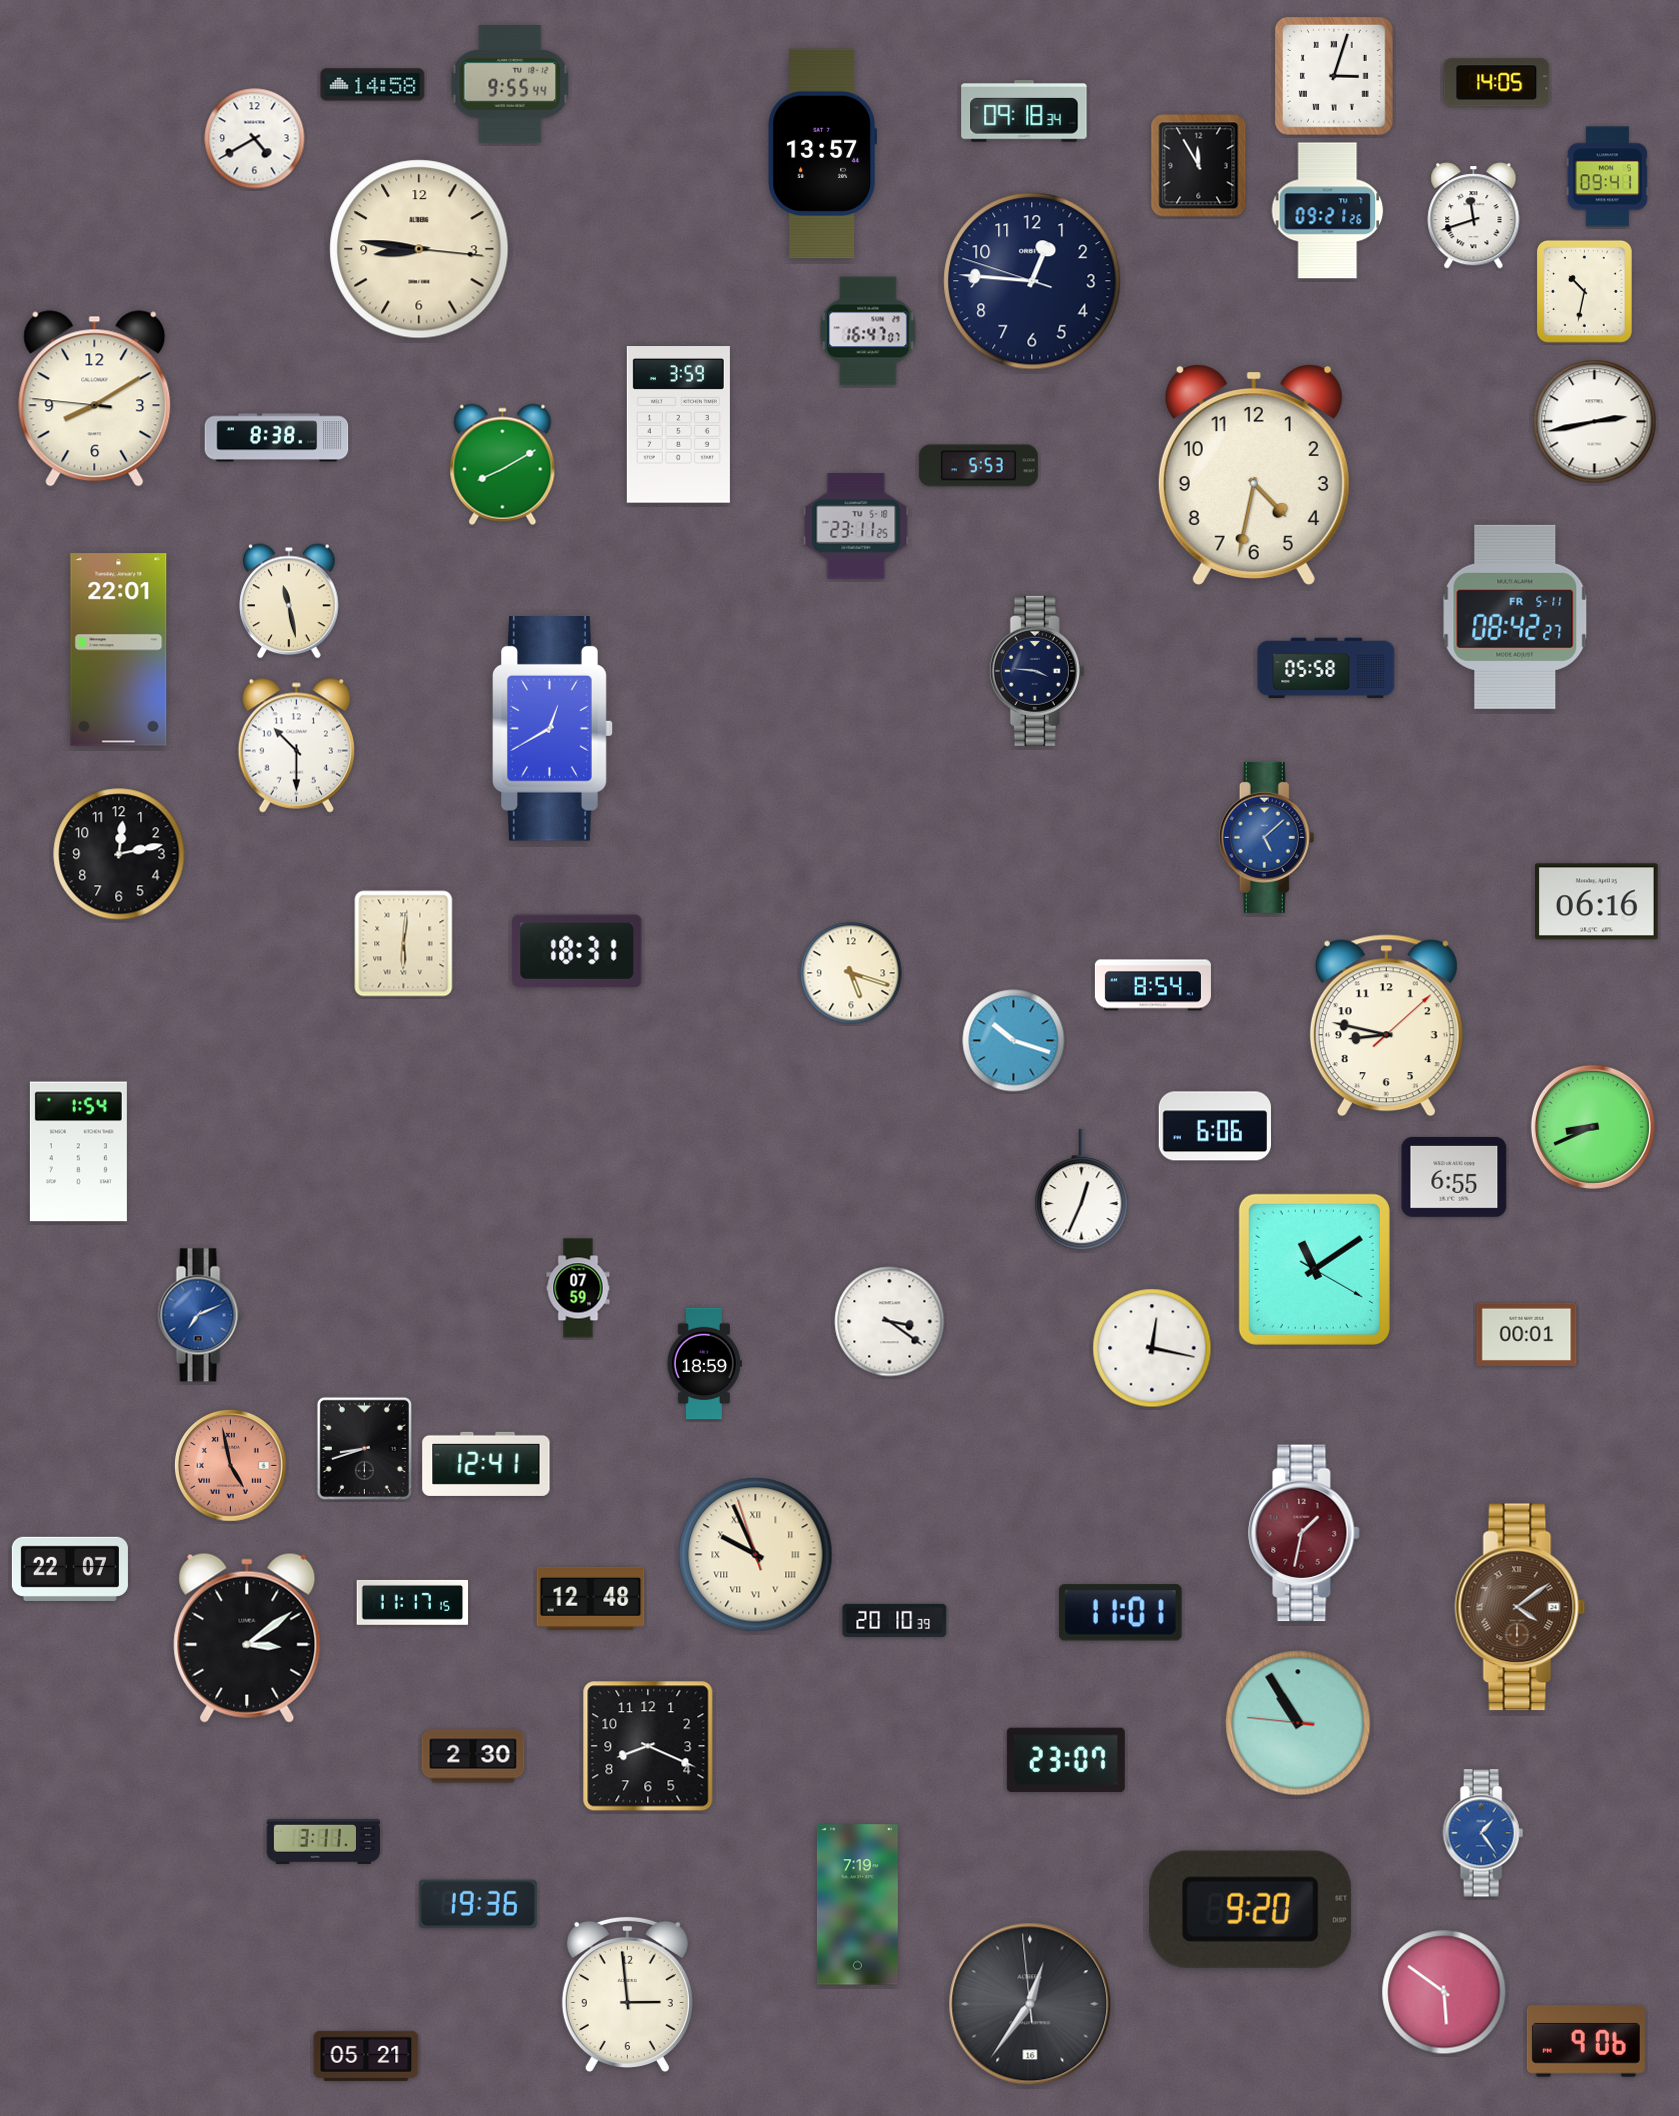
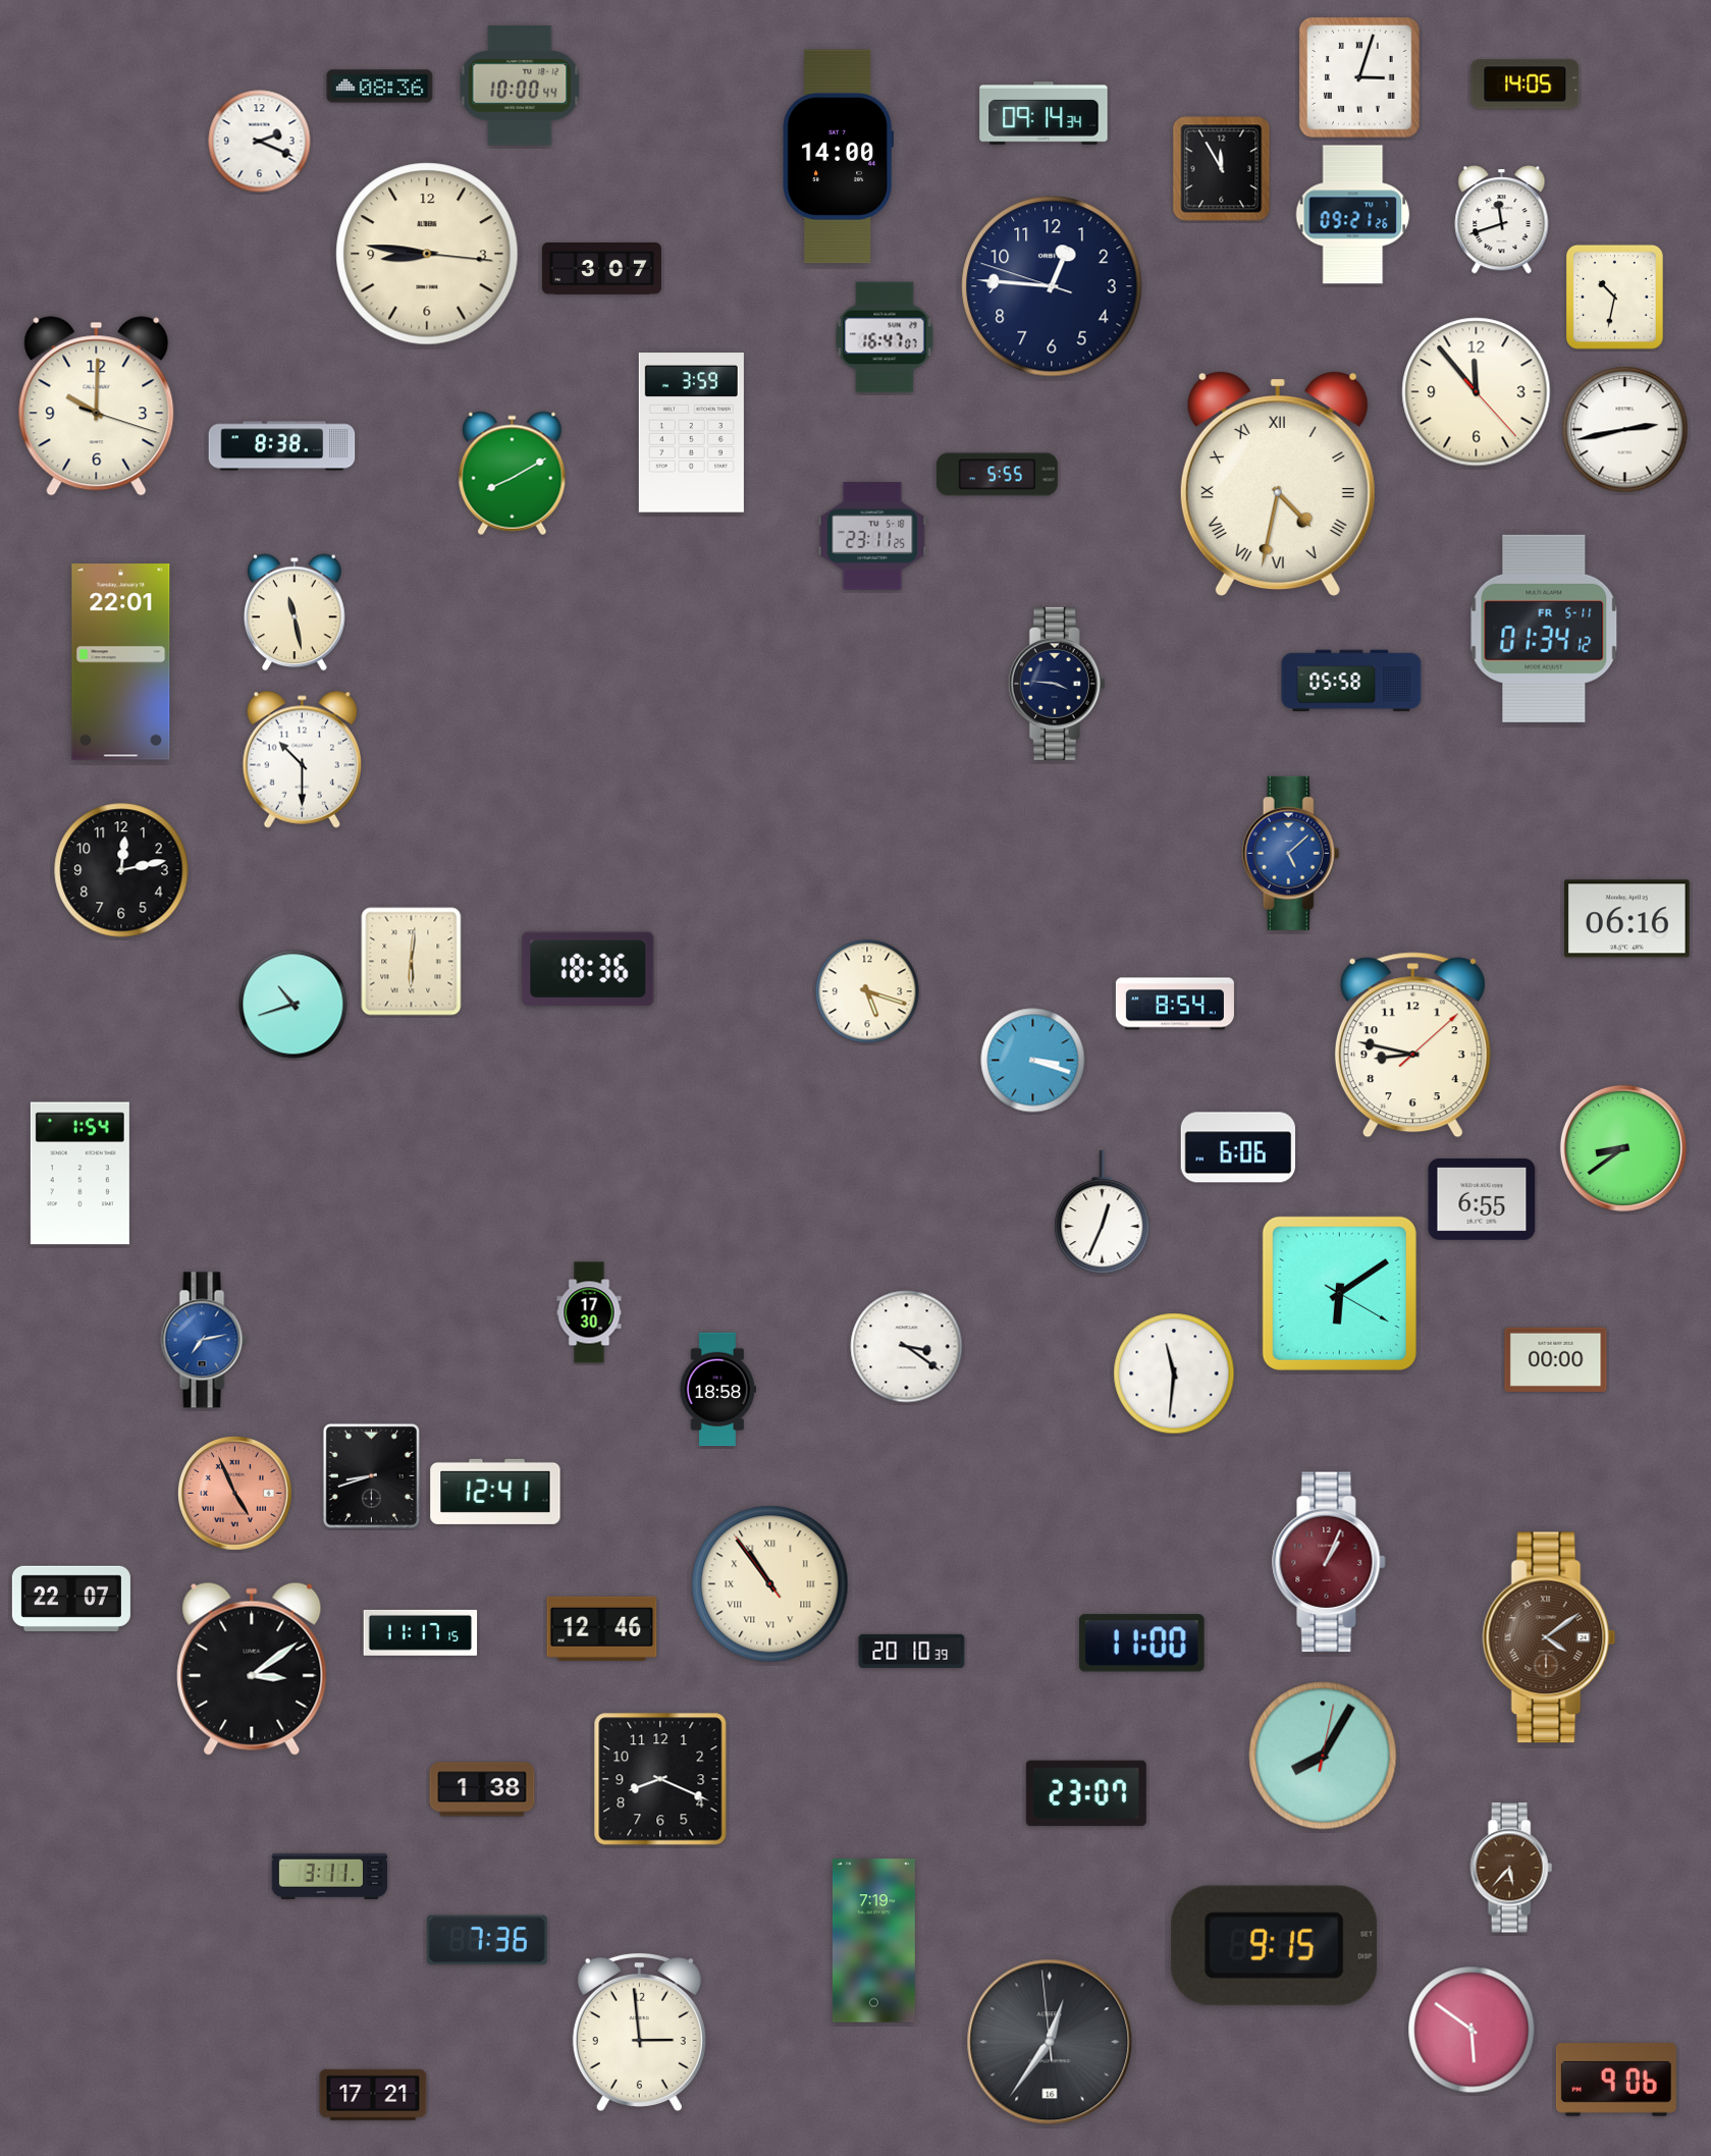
clock at (510, 84): 9:55 -> 10:00
clock at (373, 85): 14:58 -> 08:36
clock at (1024, 111): 09:18 -> 09:14
clock at (255, 139): 4:40 -> 2:19
clock at (822, 154): 13:57 -> 14:00
clock at (1607, 177): 09:41 -> none
clock at (601, 269): none -> 3:07
clock at (1477, 392): none -> 11:53
clock at (95, 399): 8:09 -> 10:00
clock at (978, 466): 5:53 -> 5:55
clock at (1254, 475) numerals: Arabic -> Roman
clock at (1515, 617): 08:42 -> 01:34
clock at (553, 729): 12:40 -> none
clock at (577, 951): 18:31 -> 18:36
clock at (293, 1005): none -> 10:42
clock at (1014, 1041): 10:18 -> 3:18
clock at (1593, 1127): 8:41 -> 8:39
clock at (1314, 1269): 11:09 -> 6:09
clock at (578, 1288): 07:59 -> 17:30
clock at (200, 1315): 7:11 -> 7:13
clock at (1527, 1334): 00:01 -> 00:00
clock at (1152, 1348): 12:17 -> 11:31
clock at (704, 1364): 18:59 -> 18:58
clock at (231, 1466): 4:58 -> 4:56
clock at (1304, 1533): 1:32 -> 1:04
clock at (756, 1555): 9:55 -> 10:53
clock at (591, 1598): 12:48 -> 12:46
clock at (1120, 1613): 11:01 -> 11:00
clock at (1298, 1723): 10:54 -> 8:05
clock at (473, 1756): 2:30 -> 1:38
clock at (1483, 1833): 1:24 -> 5:37
clock at (1483, 1833) dial: blue -> brown
clock at (478, 1904): 19:36 -> 7:36
clock at (1251, 1909): 9:20 -> 9:15
clock at (366, 2056): 05:21 -> 17:21
